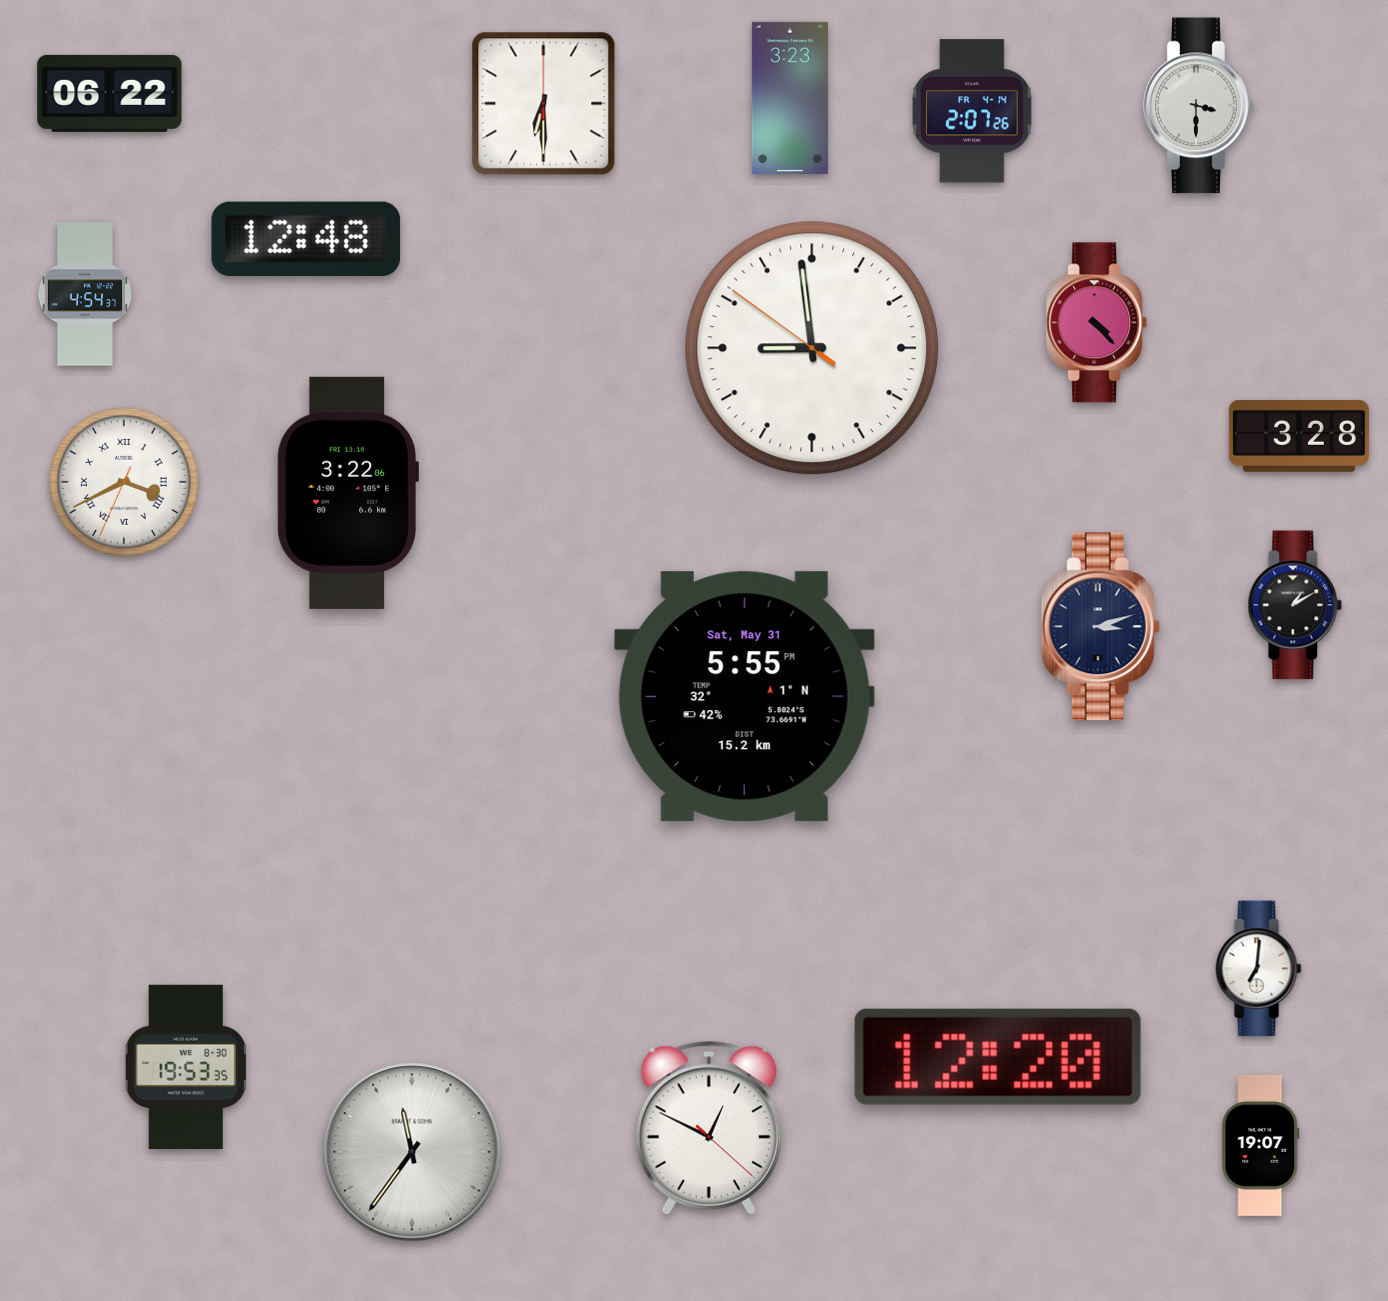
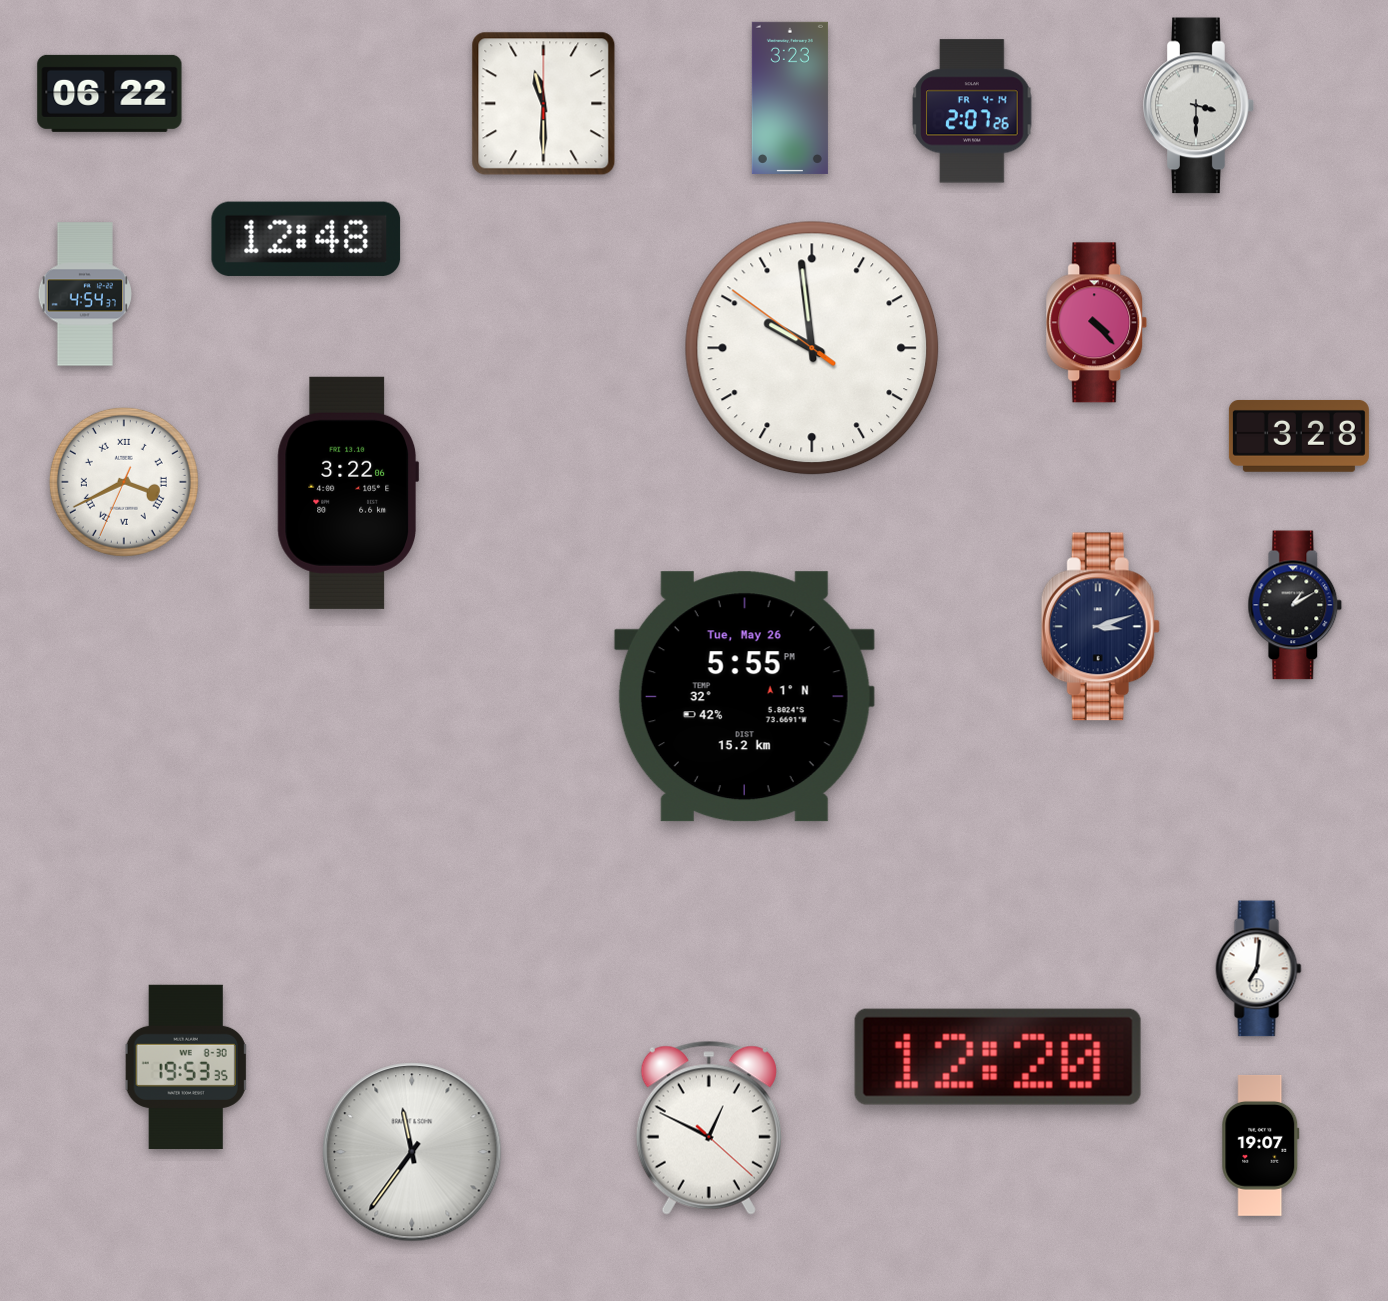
clock at (544, 104): 6:30 -> 11:30
clock at (812, 348): 8:58 -> 9:58
clock at (744, 697) date: Sat, May 31 -> Tue, May 26
